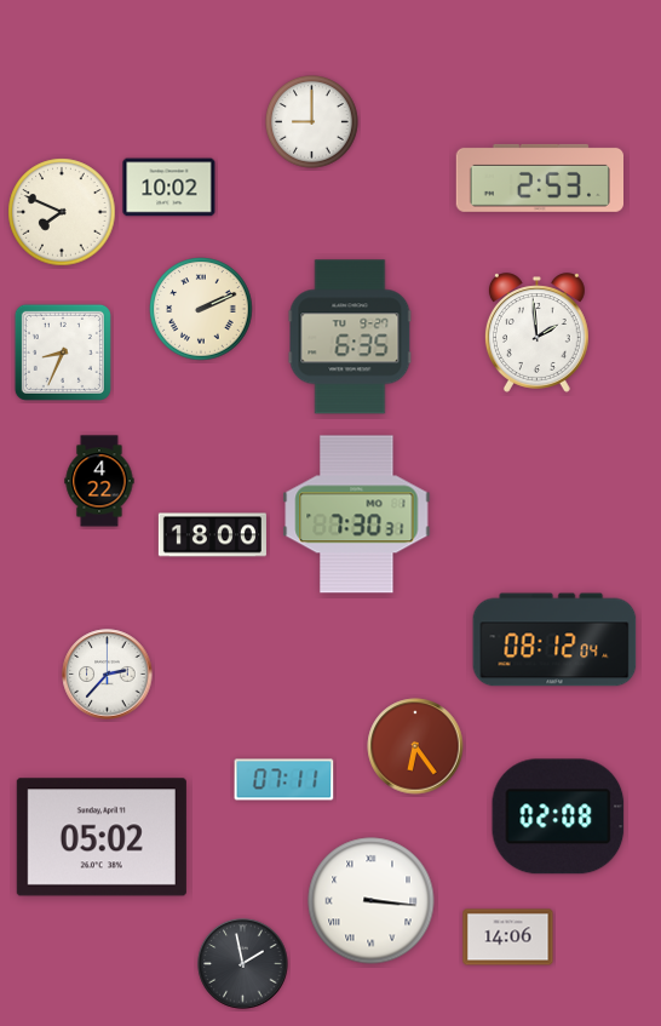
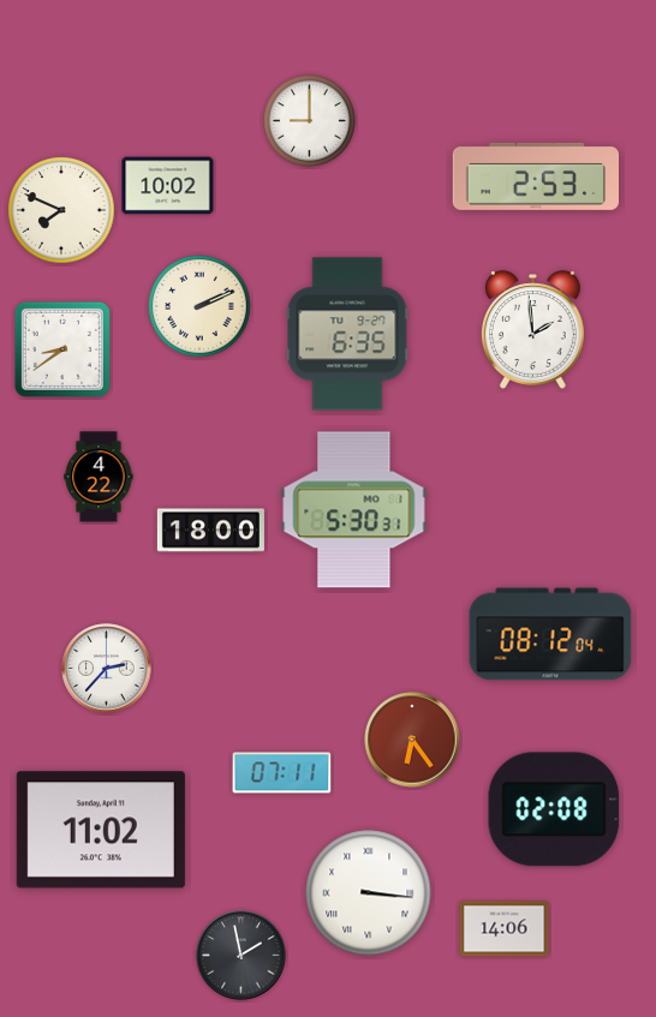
clock at (63, 352): 8:34 -> 8:39
clock at (357, 515): 7:30 -> 5:30
clock at (102, 837): 05:02 -> 11:02
